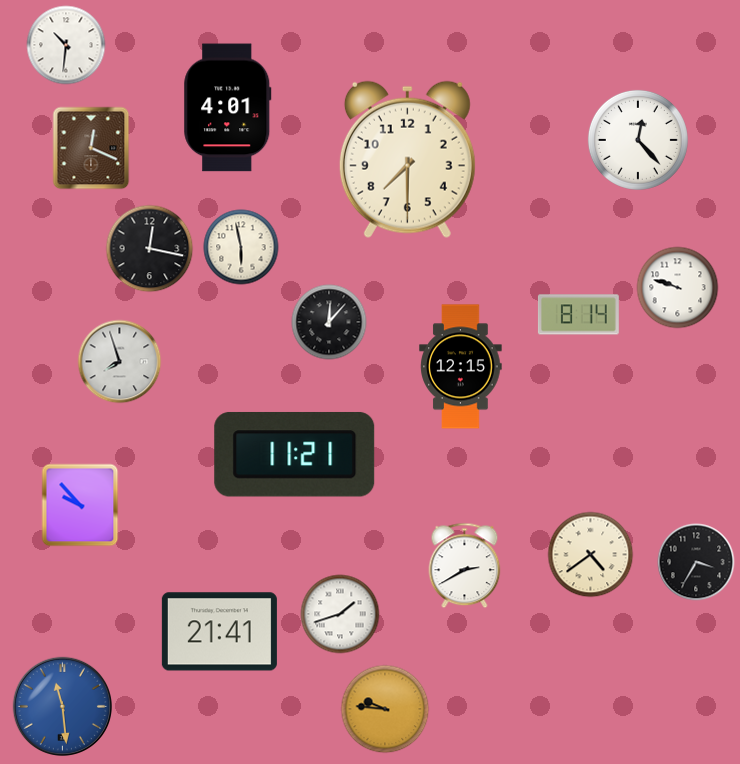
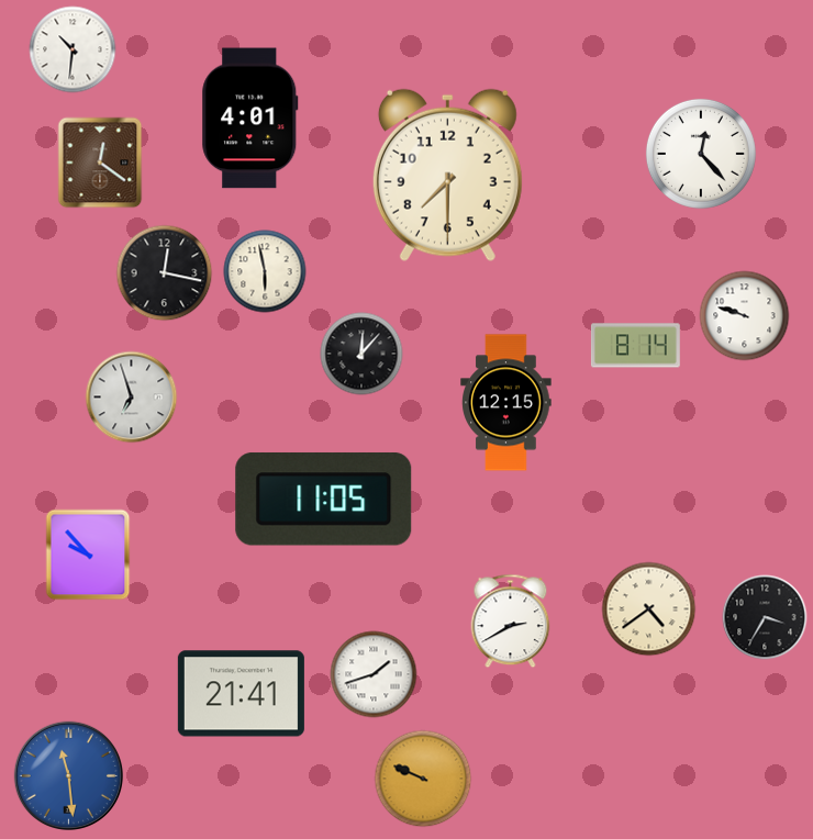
clock at (91, 148): 12:19 -> 12:21
clock at (120, 362): 7:57 -> 6:57
clock at (295, 454): 11:21 -> 11:05
clock at (385, 709): 9:46 -> 9:49
